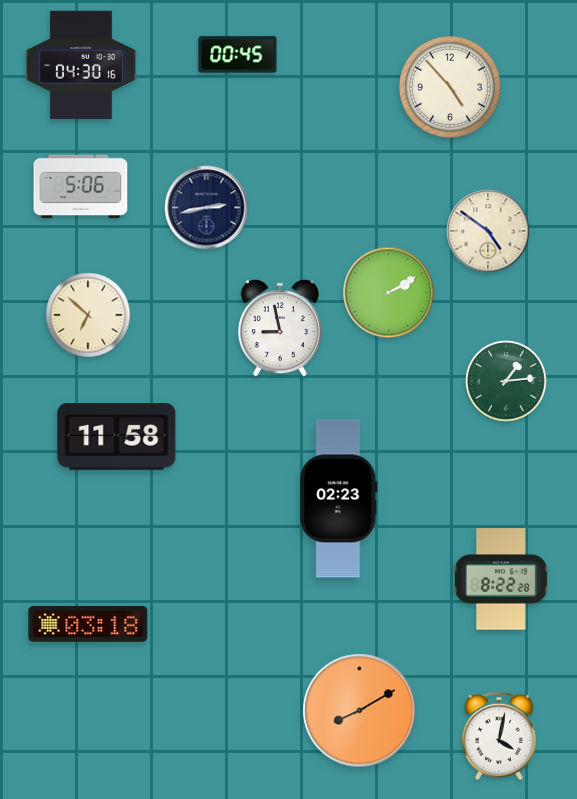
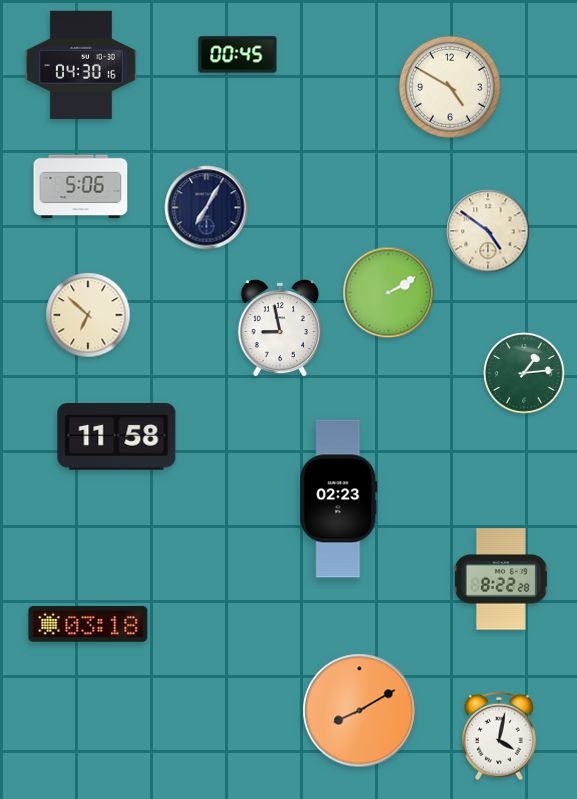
clock at (450, 87): 4:53 -> 4:50
clock at (207, 208): 2:43 -> 7:05
clock at (506, 381) position: (506, 381) -> (524, 373)
